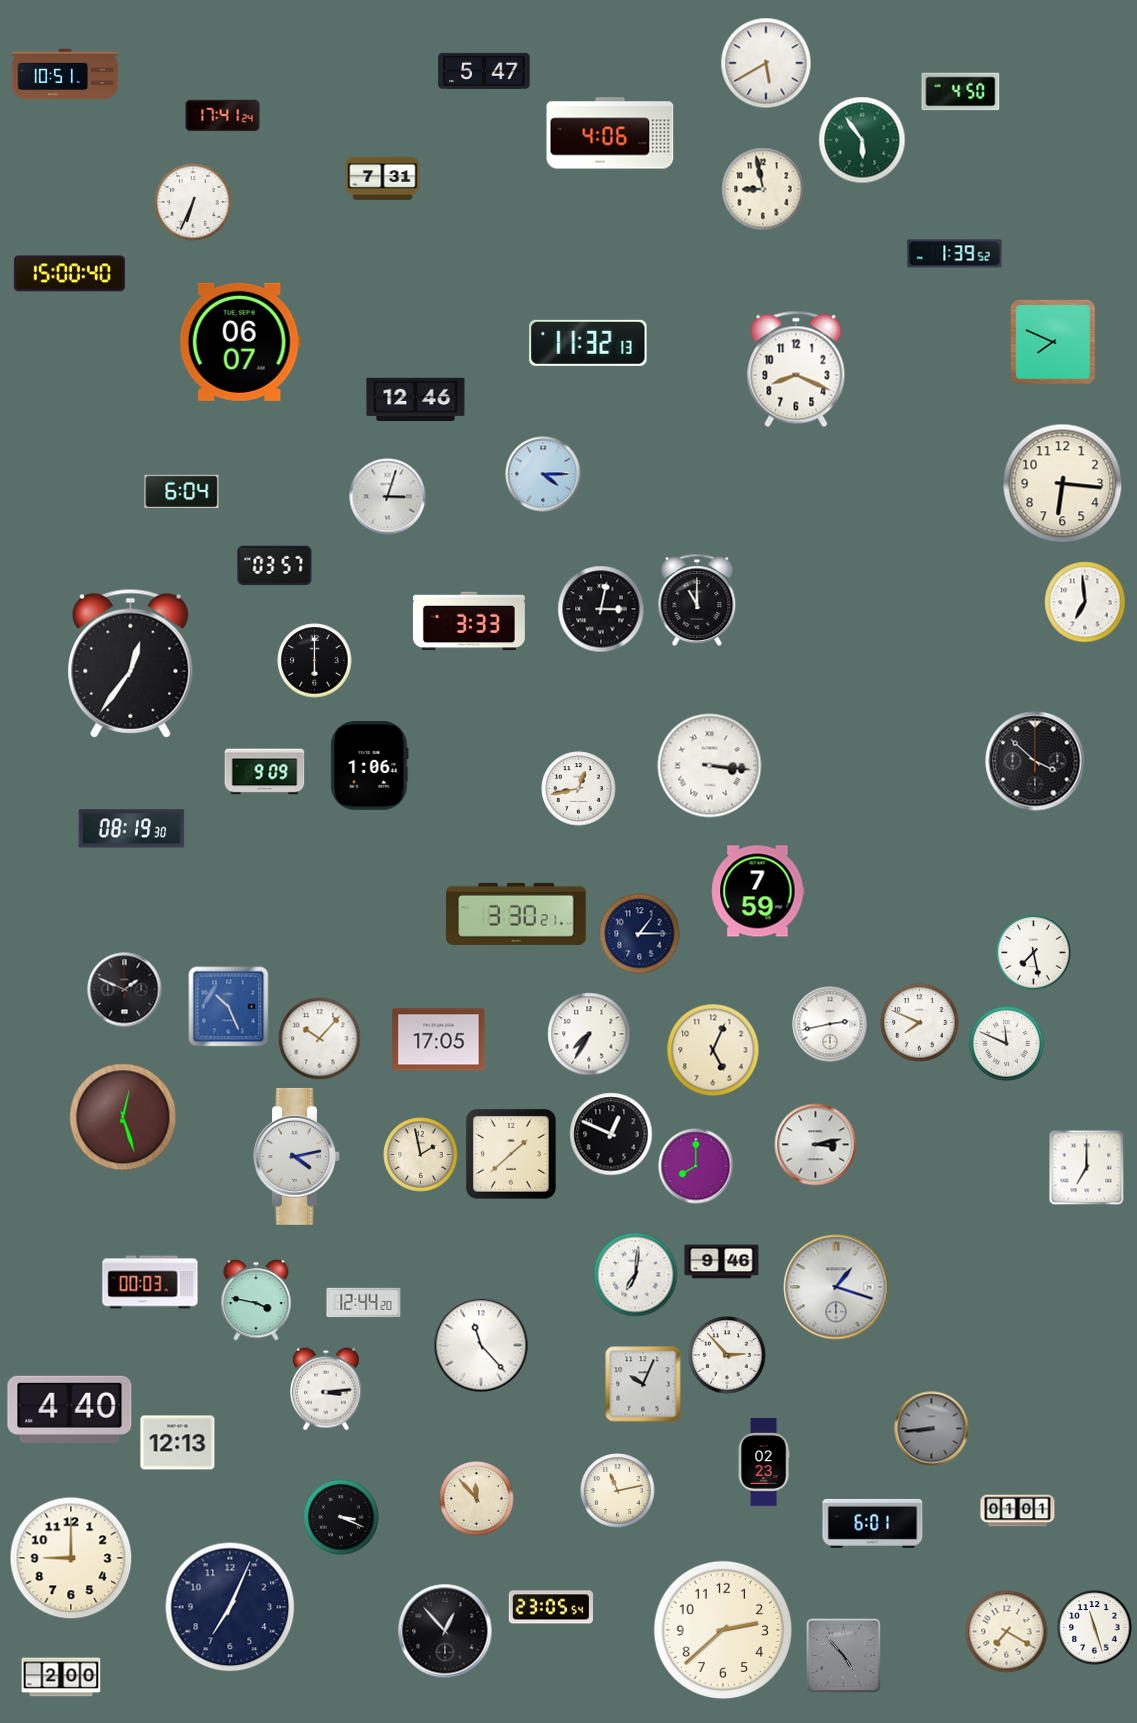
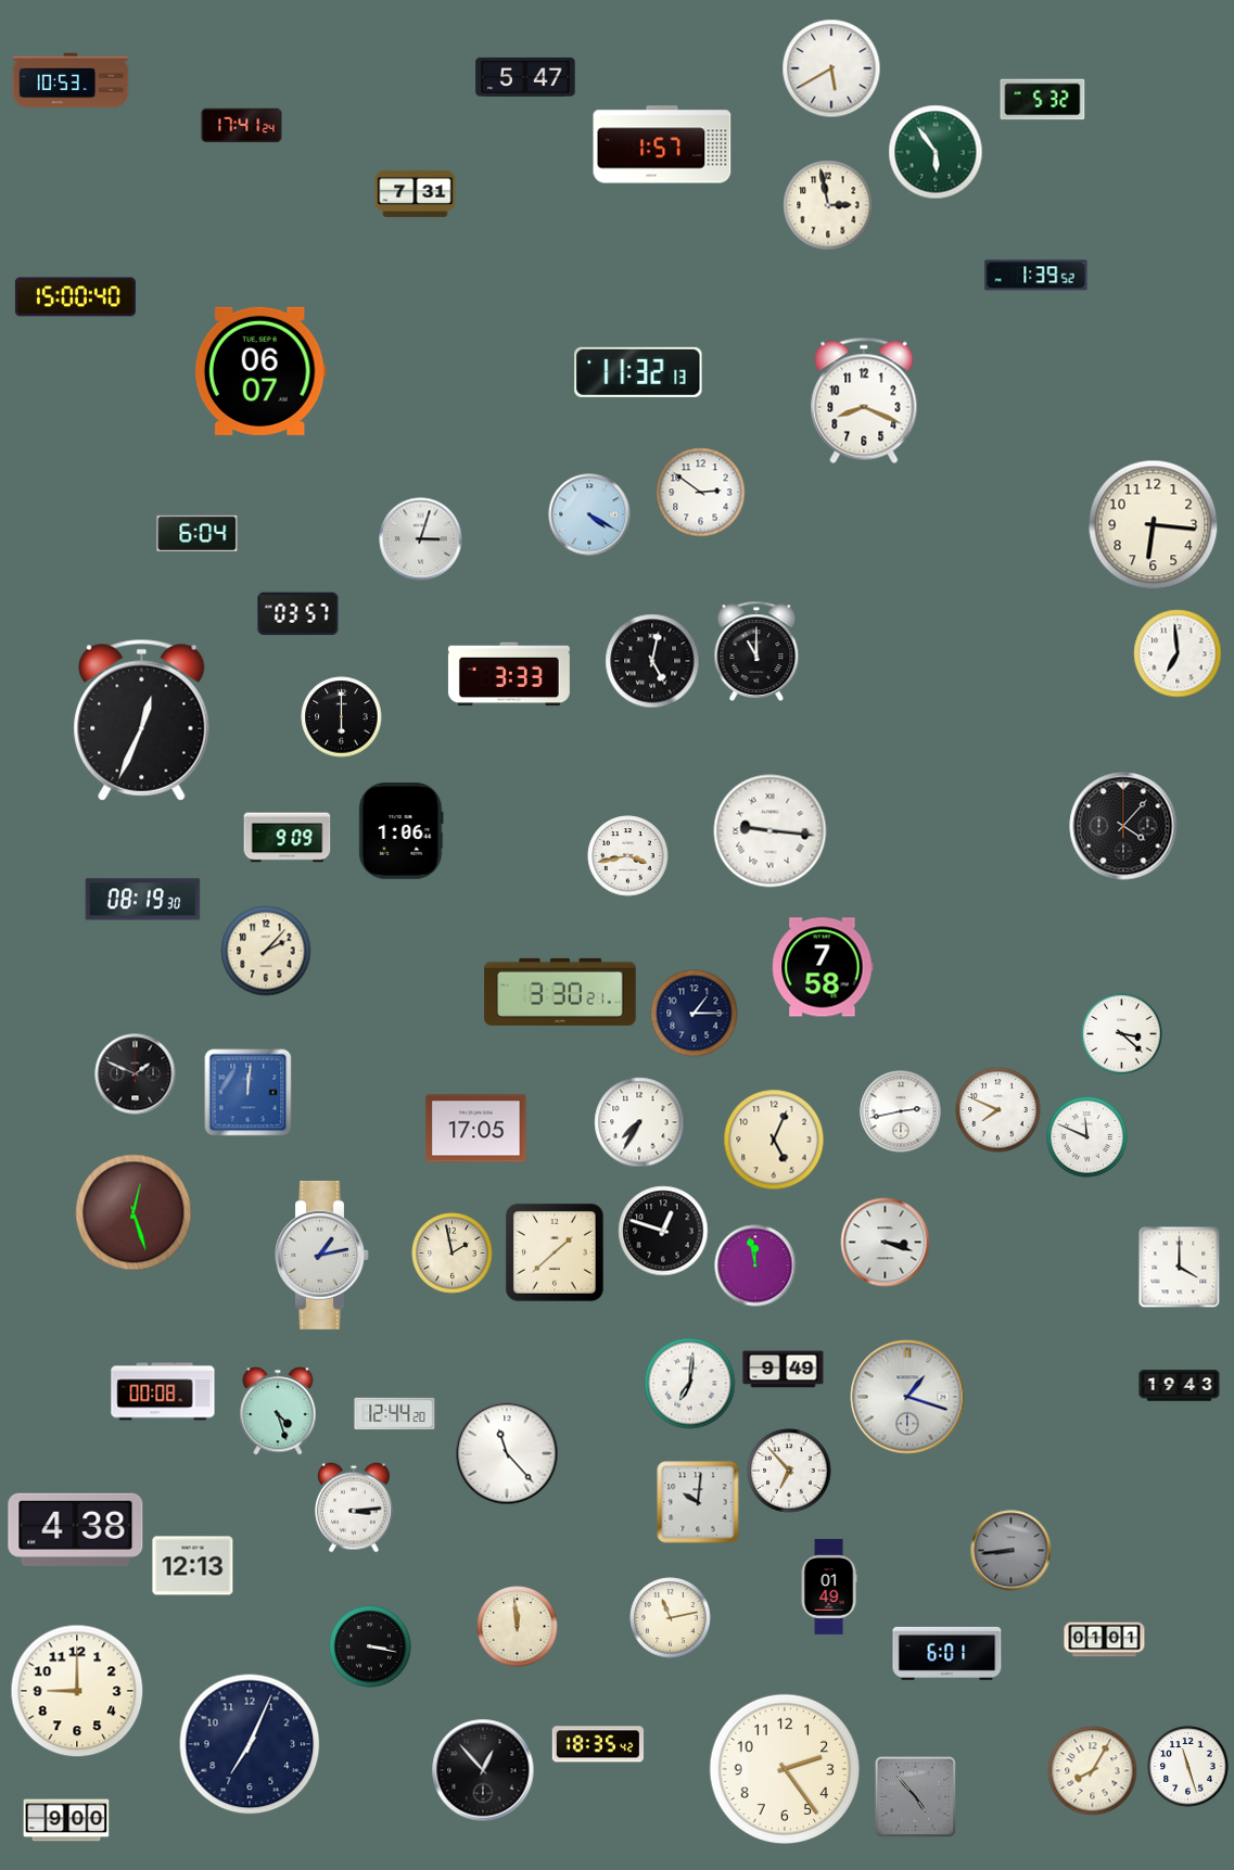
clock at (65, 74): 10:51 -> 10:53
clock at (961, 92): 4:50 -> 5:32
clock at (610, 133): 4:06 -> 1:57
clock at (763, 189): 8:58 -> 2:58
clock at (193, 202): 6:34 -> none
clock at (1053, 342): 7:49 -> none
clock at (416, 400): 12:46 -> none
clock at (701, 493): none -> 2:51
clock at (543, 474): 4:15 -> 4:20
clock at (601, 609): 3:02 -> 5:02
clock at (131, 663): 12:36 -> 12:34
clock at (1035, 761): 3:52 -> 4:07
clock at (710, 766): 3:16 -> 9:16
clock at (579, 789): 12:43 -> 3:43
clock at (266, 951): none -> 2:07
clock at (758, 891): 7:59 -> 7:58
clock at (1034, 953): 7:28 -> 3:22
clock at (229, 1007): 10:26 -> 12:01
clock at (320, 1039): 10:07 -> none
clock at (1007, 1044) position: (1007, 1044) -> (1087, 1137)
clock at (611, 1134): 12:49 -> 12:48
clock at (816, 1145): 3:13 -> 3:18
clock at (421, 1155) position: (421, 1155) -> (453, 1254)
clock at (297, 1156): 4:13 -> 1:13
clock at (696, 1166): 8:00 -> 11:58
clock at (1087, 1168): 7:00 -> 4:00
clock at (722, 1262): 9:46 -> 9:49
clock at (1180, 1386): none -> 19:43
clock at (150, 1282): 00:03 -> 00:08
clock at (256, 1300): 3:47 -> 4:27
clock at (481, 1345) position: (481, 1345) -> (507, 1453)
clock at (727, 1355): 2:53 -> 6:53
clock at (643, 1384): 10:04 -> 10:01
clock at (70, 1409): 4:40 -> 4:38
clock at (764, 1463): 02:23 -> 01:49
clock at (477, 1499): 11:53 -> 11:59
clock at (341, 1517): 3:19 -> 3:17
clock at (551, 1607): 23:05 -> 18:35
clock at (723, 1630): 2:38 -> 2:24
clock at (1007, 1632): 7:20 -> 8:05
clock at (61, 1677): 2:00 -> 9:00
